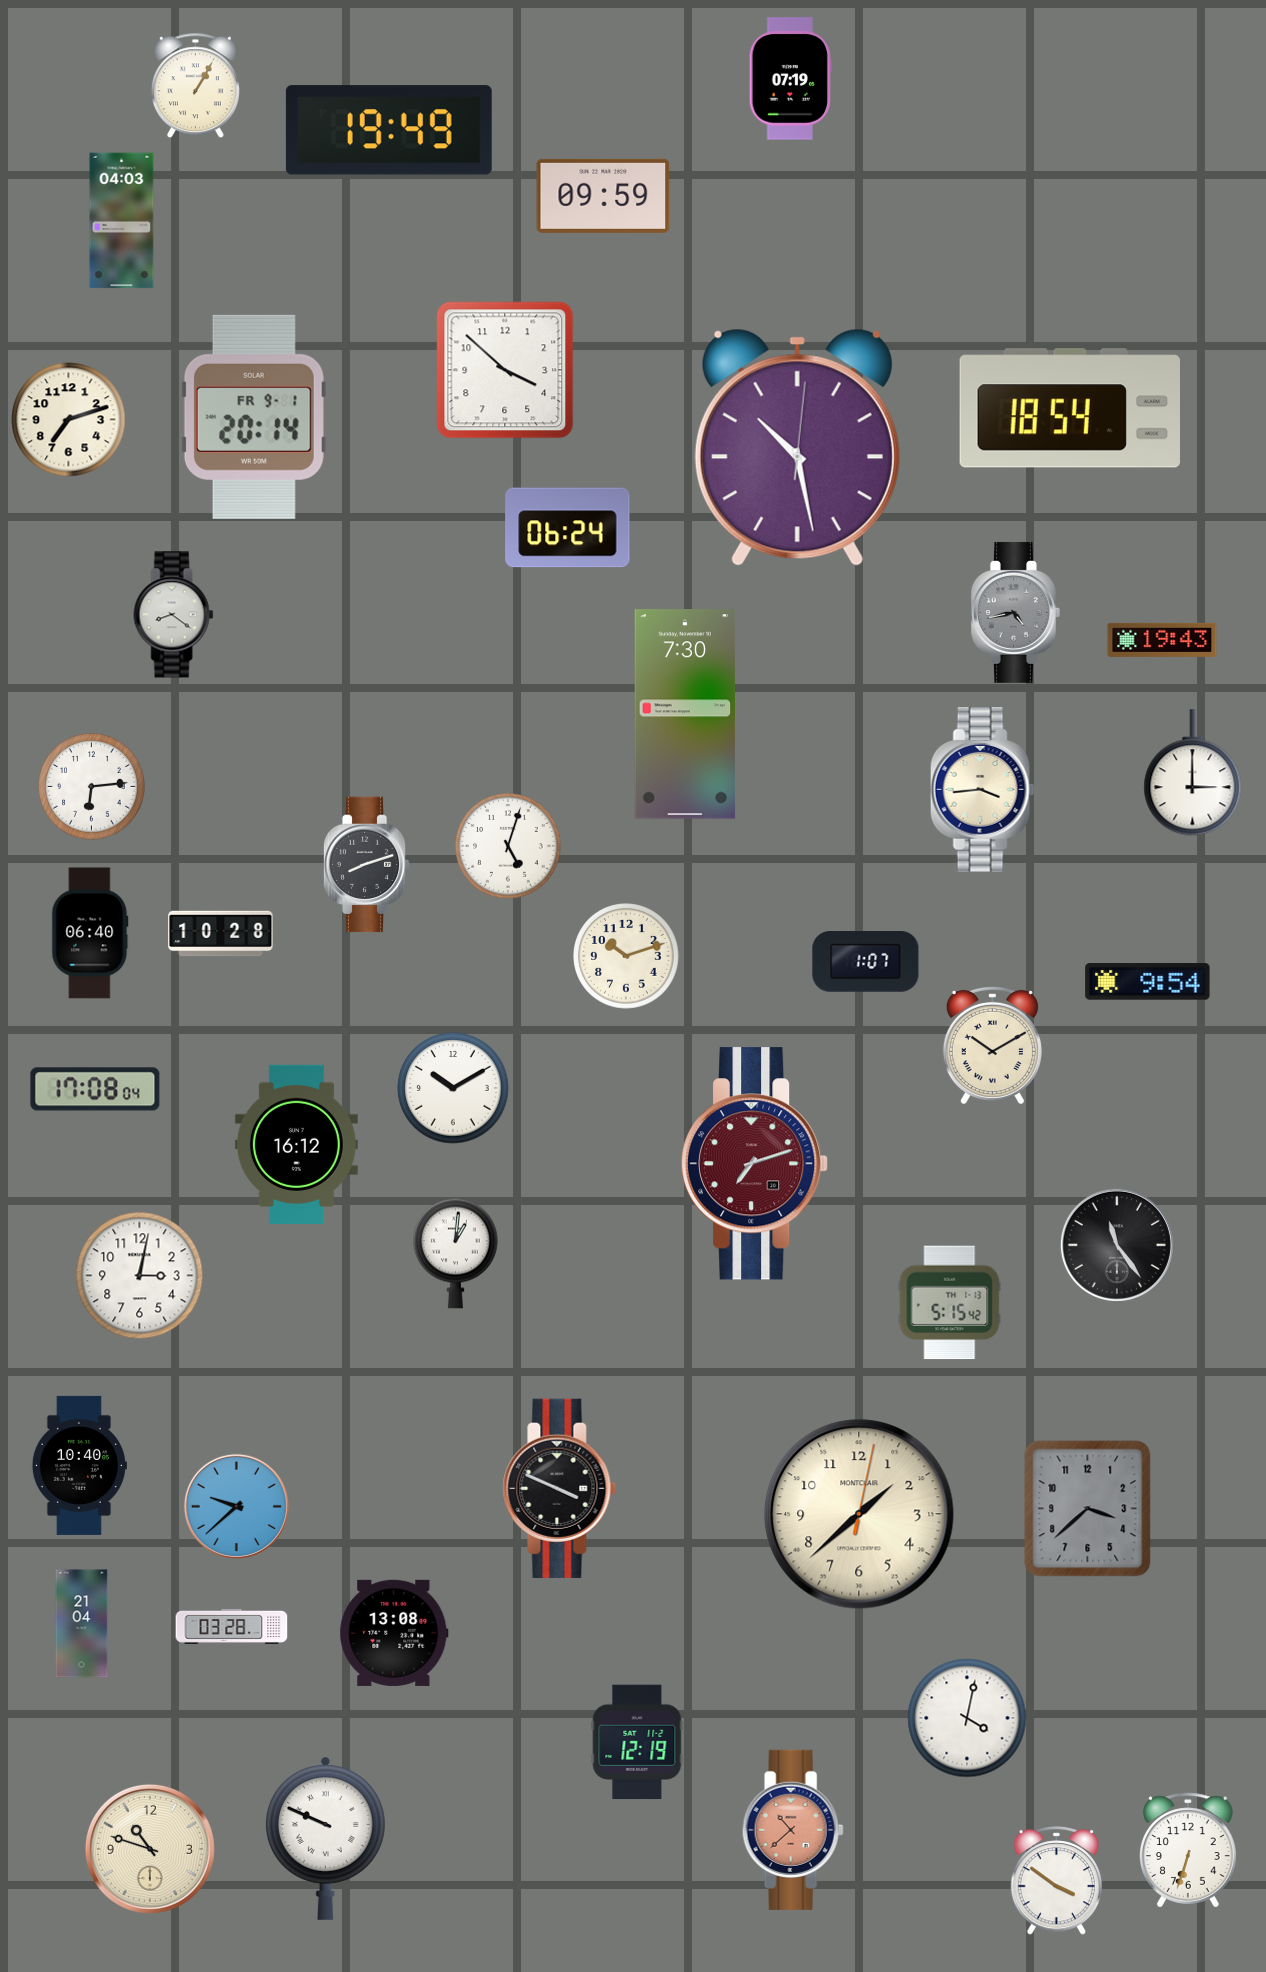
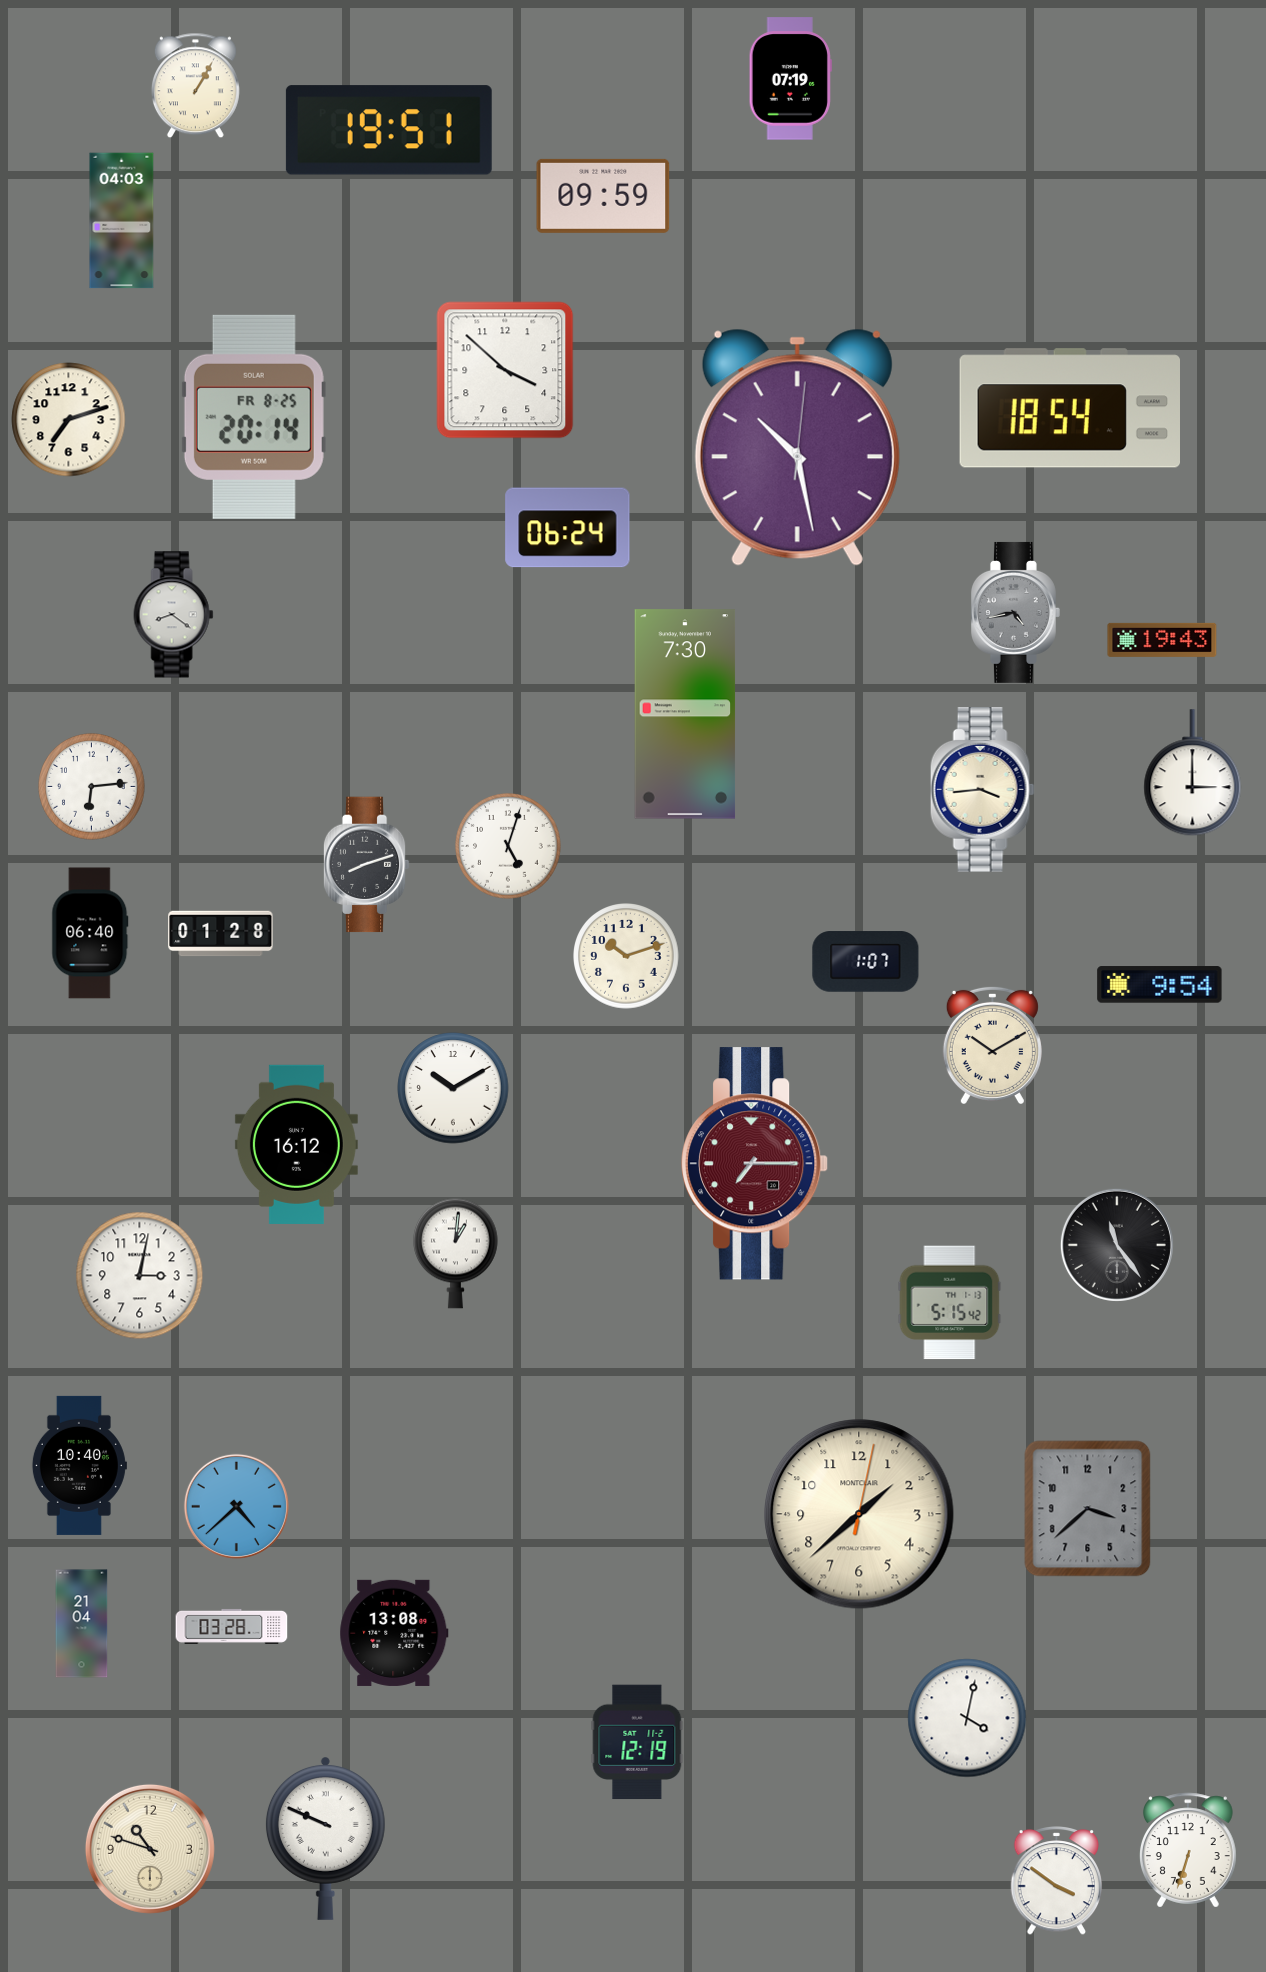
clock at (389, 130): 19:49 -> 19:51
clock at (254, 417) date: FR 9-1 -> FR 8-25
clock at (221, 934): 10:28 -> 01:28
clock at (1148, 982) position: (1148, 982) -> (1160, 985)
clock at (95, 1089): 17:08 -> none
clock at (756, 1164): 7:12 -> 7:15
clock at (560, 1488): 3:49 -> none
clock at (236, 1506): 9:38 -> 4:38
clock at (793, 1830): 10:38 -> none
